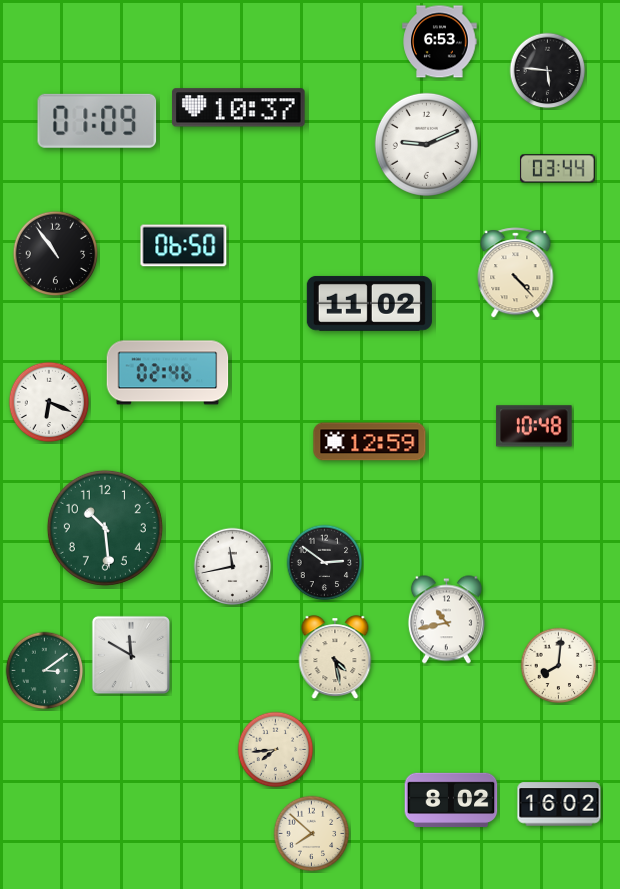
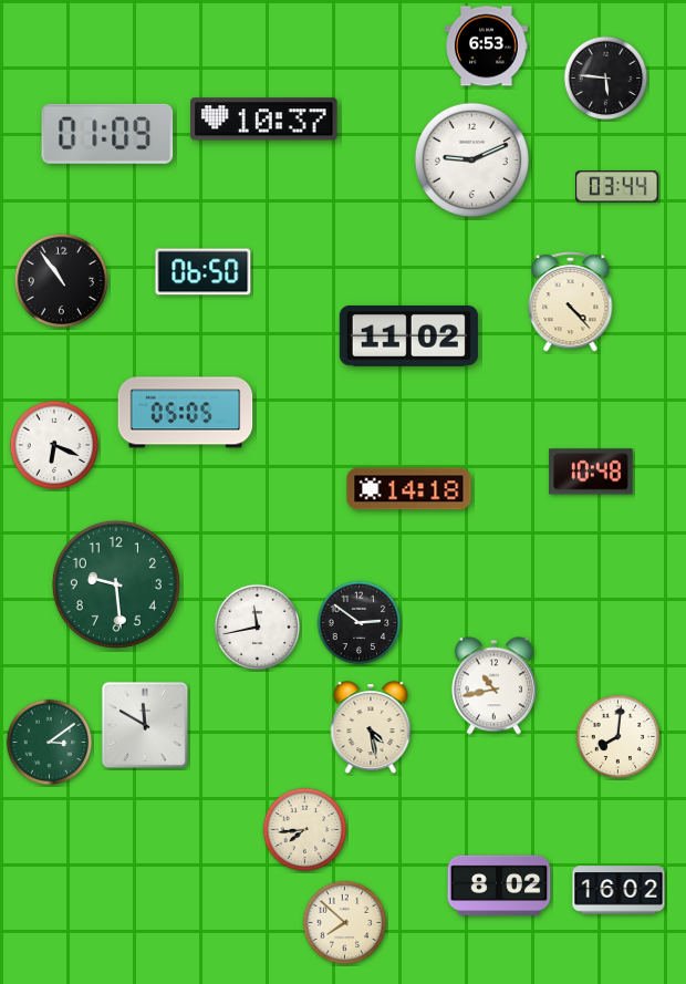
clock at (168, 373): 02:46 -> 05:05
clock at (370, 442): 12:59 -> 14:18
clock at (105, 528): 10:29 -> 9:29
